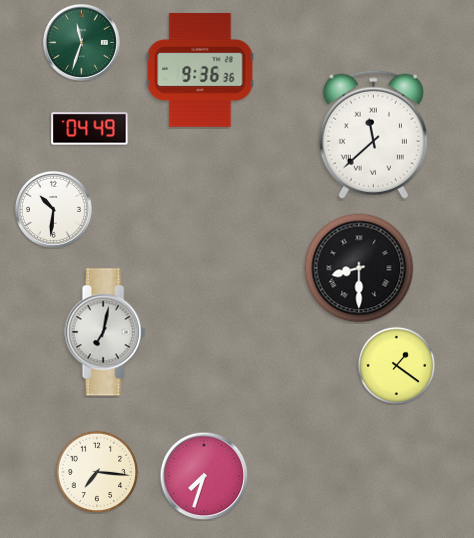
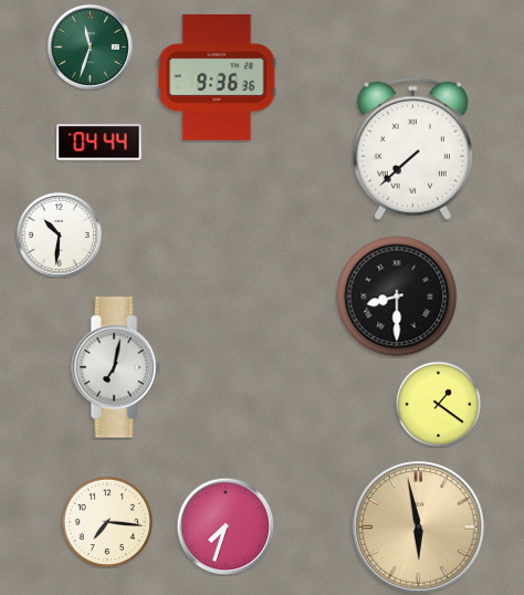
clock at (200, 70) position: (200, 70) -> (217, 77)
clock at (90, 129): 04:49 -> 04:44
clock at (373, 134): 11:38 -> 7:38
clock at (53, 209) position: (53, 209) -> (59, 234)
clock at (419, 528): none -> 5:58
